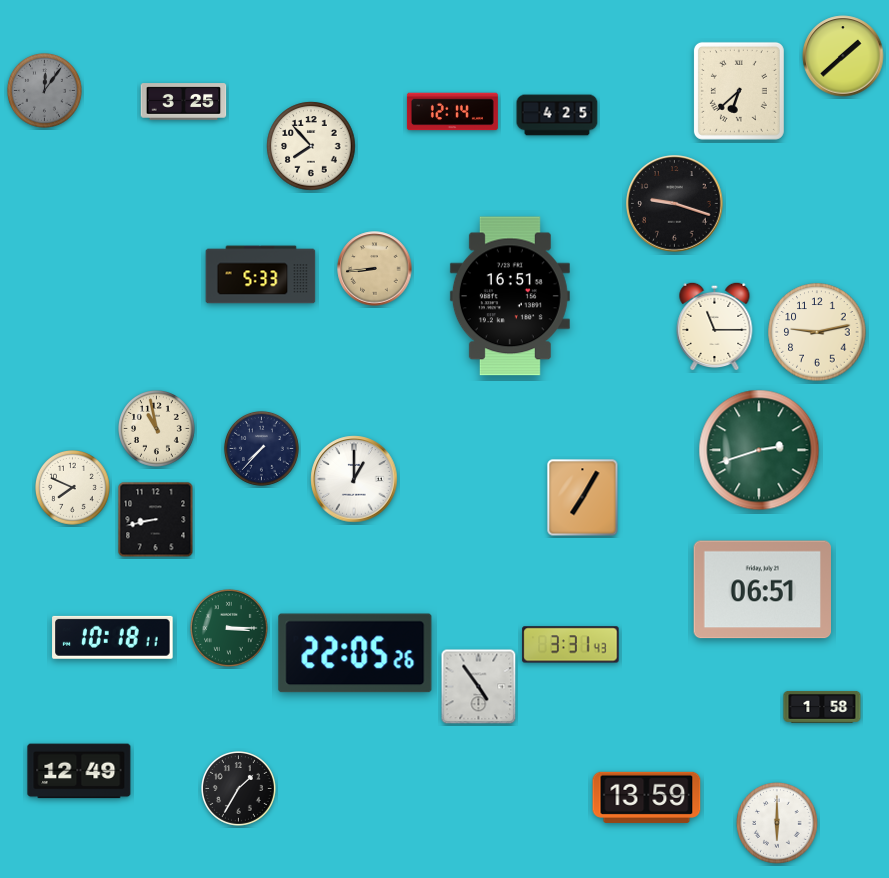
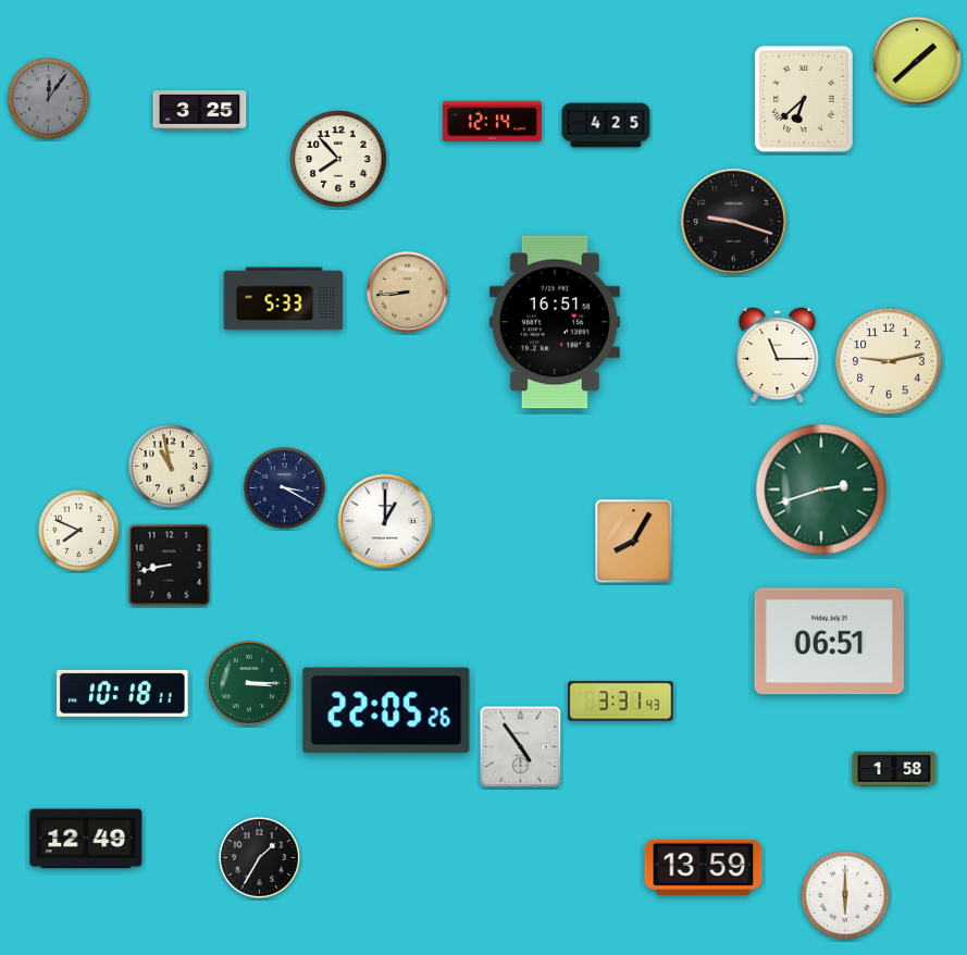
clock at (262, 449): 7:37 -> 3:20
clock at (759, 450) position: (759, 450) -> (821, 489)
clock at (583, 498): 7:05 -> 8:05
